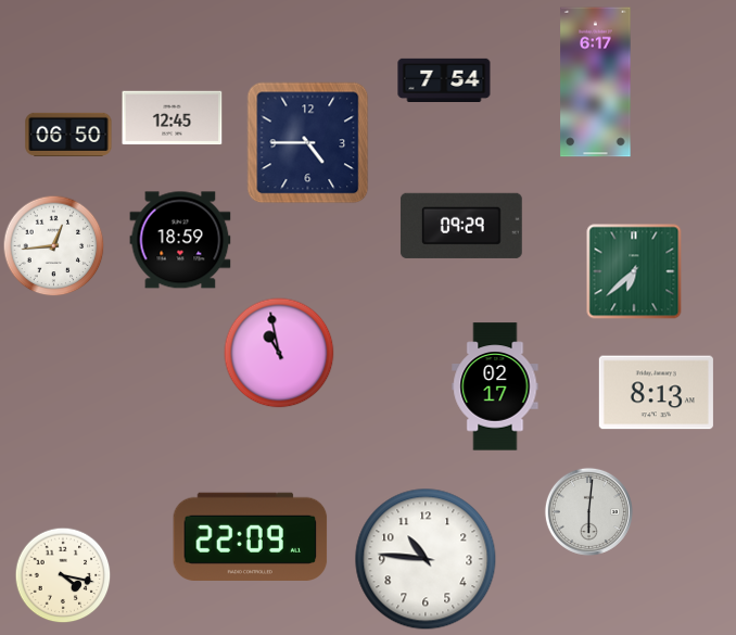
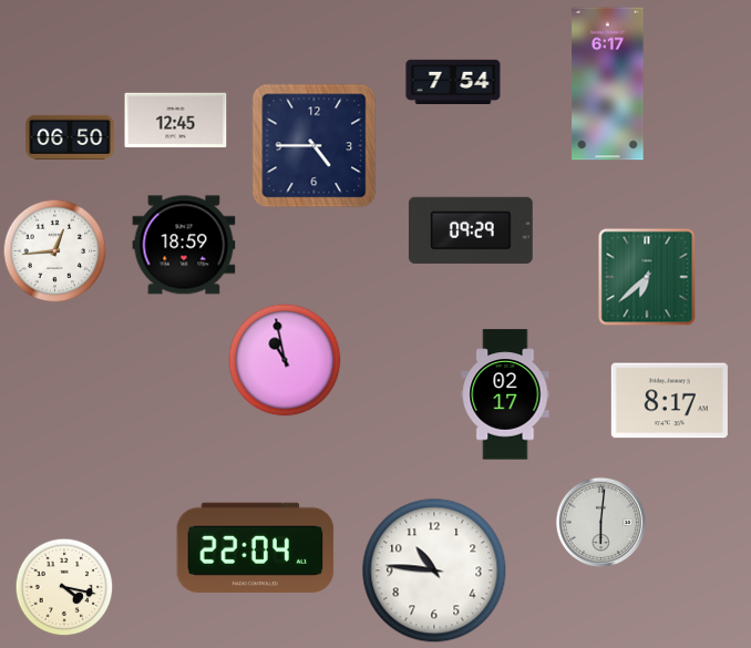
clock at (656, 393): 8:13 -> 8:17
clock at (251, 536): 22:09 -> 22:04
